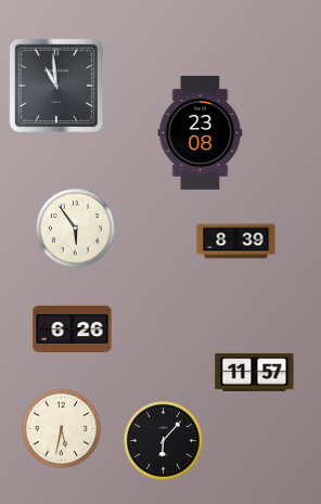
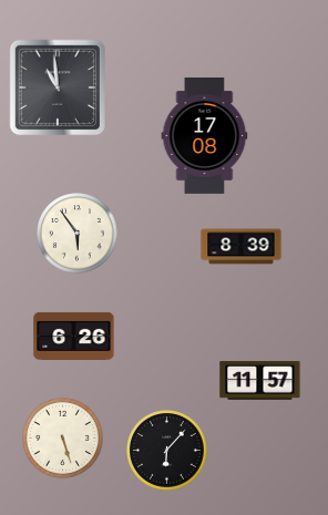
clock at (201, 132): 23:08 -> 17:08
clock at (62, 429): 5:32 -> 5:27
